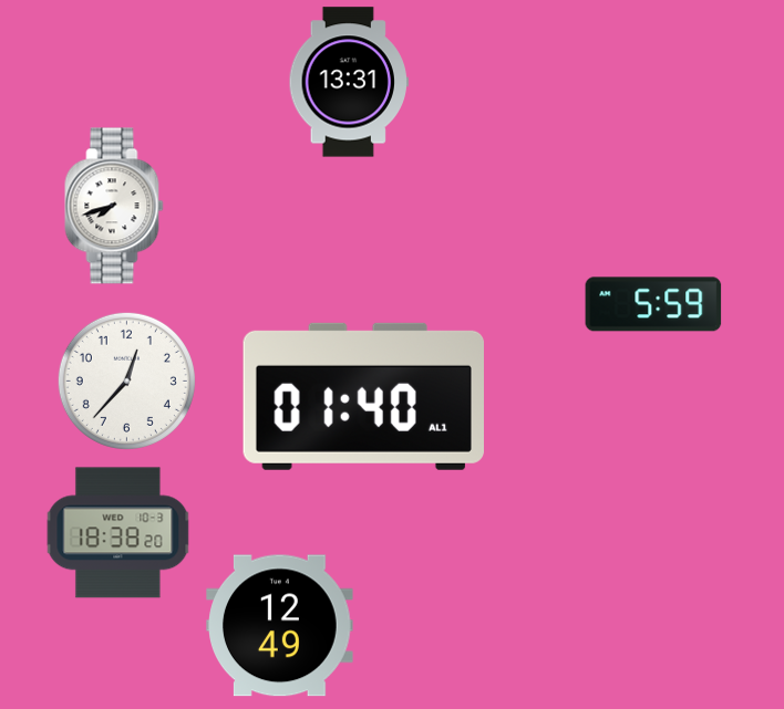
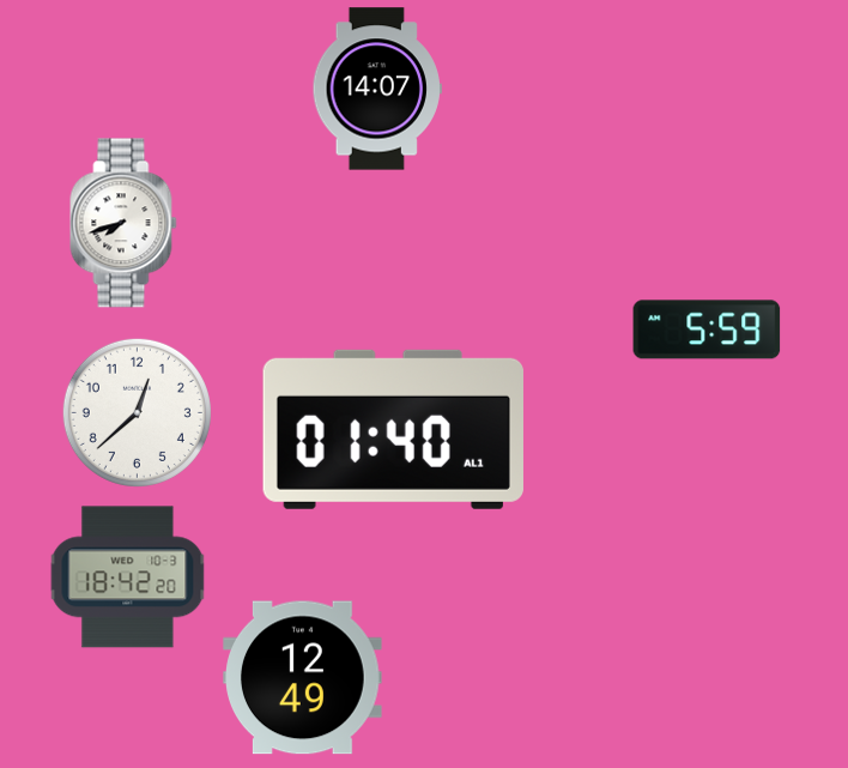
clock at (349, 82): 13:31 -> 14:07
clock at (126, 380): 12:37 -> 12:38
clock at (118, 533): 18:38 -> 18:42
